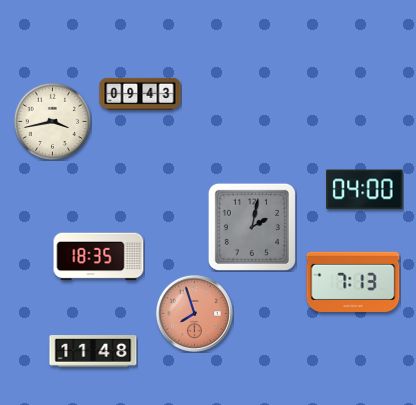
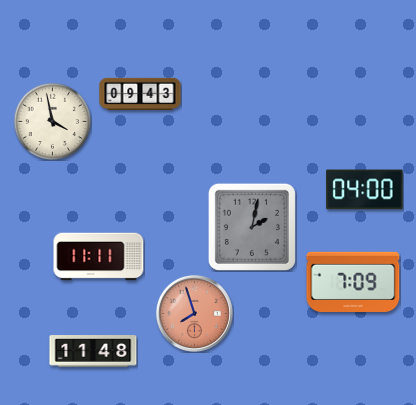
clock at (52, 121): 3:43 -> 3:58
clock at (99, 257): 18:35 -> 11:11
clock at (353, 282): 7:13 -> 7:09
